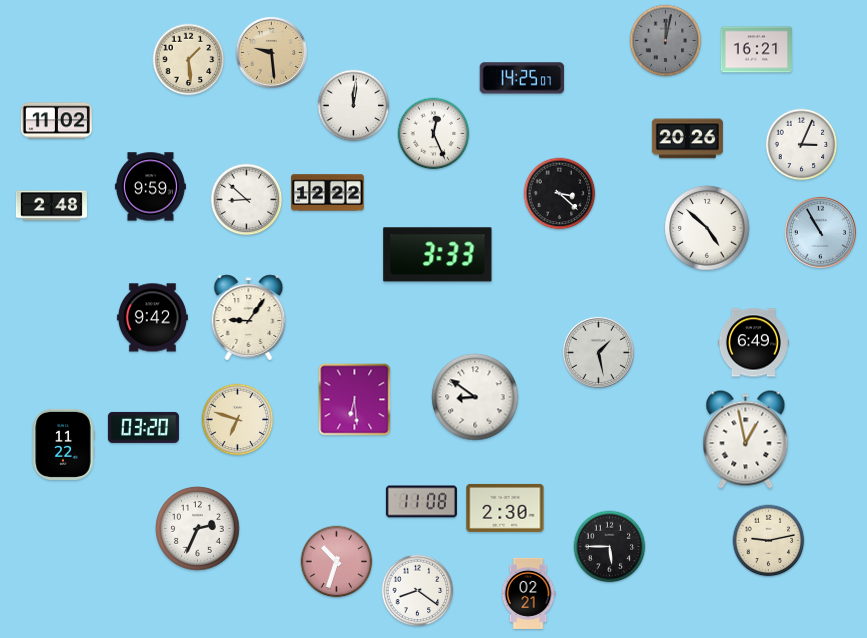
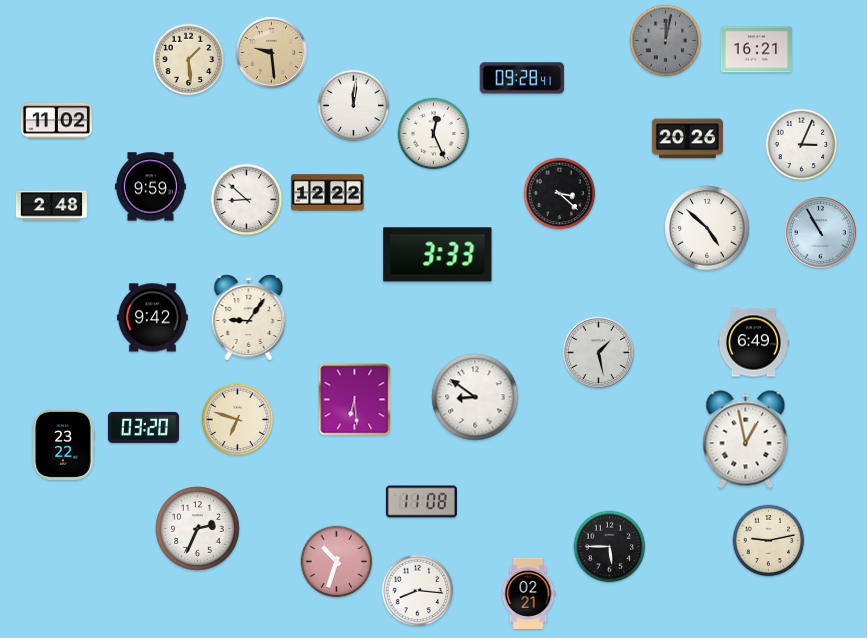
clock at (522, 78): 14:25 -> 09:28
clock at (63, 444): 11:22 -> 23:22
clock at (505, 508): 2:30 -> none
clock at (418, 591): 8:21 -> 8:16
